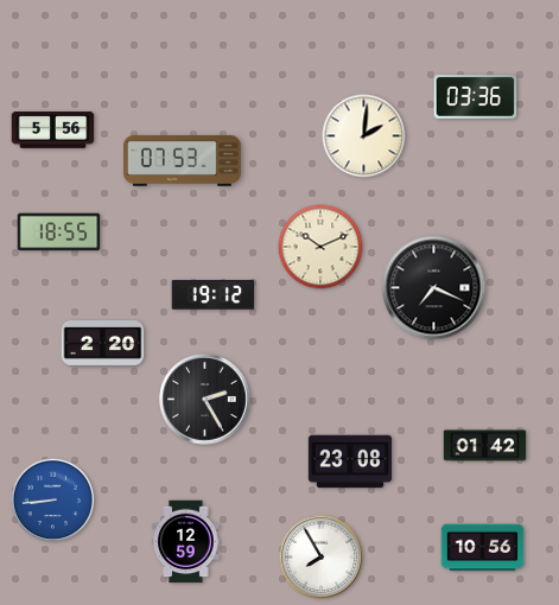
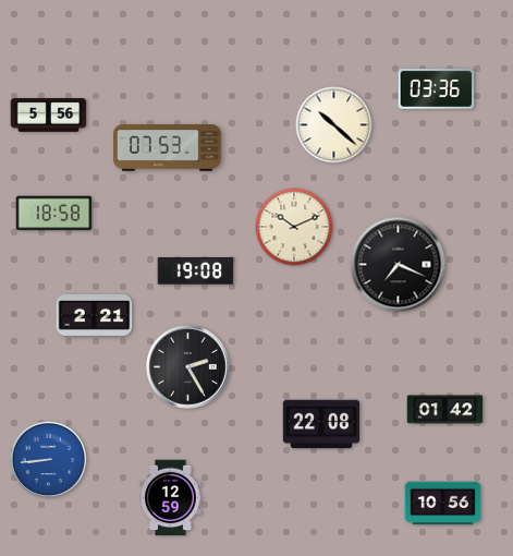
clock at (53, 130) position: (53, 130) -> (49, 116)
clock at (364, 136): 2:01 -> 10:22
clock at (59, 233): 18:55 -> 18:58
clock at (214, 295): 19:12 -> 19:08
clock at (103, 344): 2:20 -> 2:21
clock at (350, 461): 23:08 -> 22:08
clock at (322, 558): 7:55 -> none
